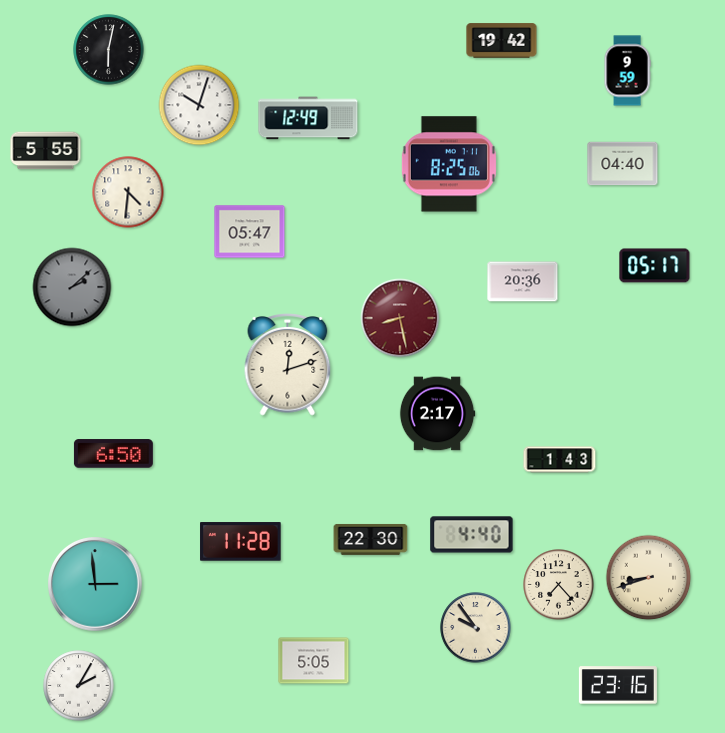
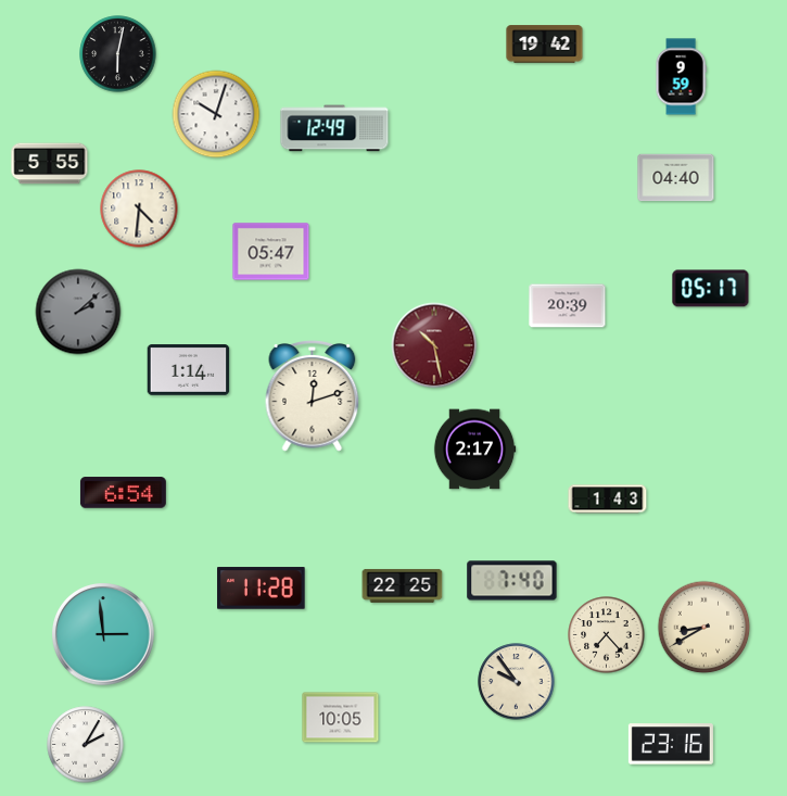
clock at (449, 164): 8:25 -> none
clock at (523, 282): 20:36 -> 20:39
clock at (400, 318): 8:28 -> 10:28
clock at (189, 370): none -> 1:14
clock at (113, 454): 6:50 -> 6:54
clock at (472, 535): 4:40 -> 7:40
clock at (371, 539): 22:30 -> 22:25
clock at (649, 578): 8:42 -> 8:40
clock at (314, 661): 5:05 -> 10:05
